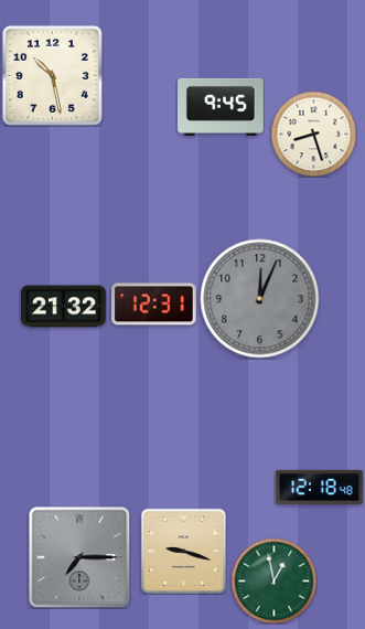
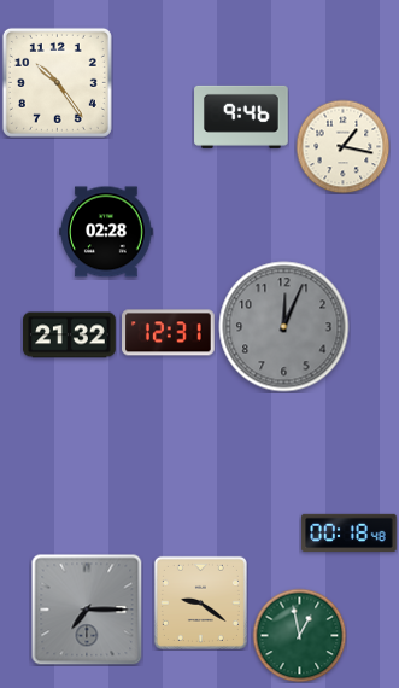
clock at (52, 75): 10:28 -> 10:24
clock at (221, 107): 9:45 -> 9:46
clock at (313, 134): 8:27 -> 1:17
clock at (106, 232): none -> 02:28
clock at (320, 488): 12:18 -> 00:18
clock at (183, 551): 9:18 -> 9:21
